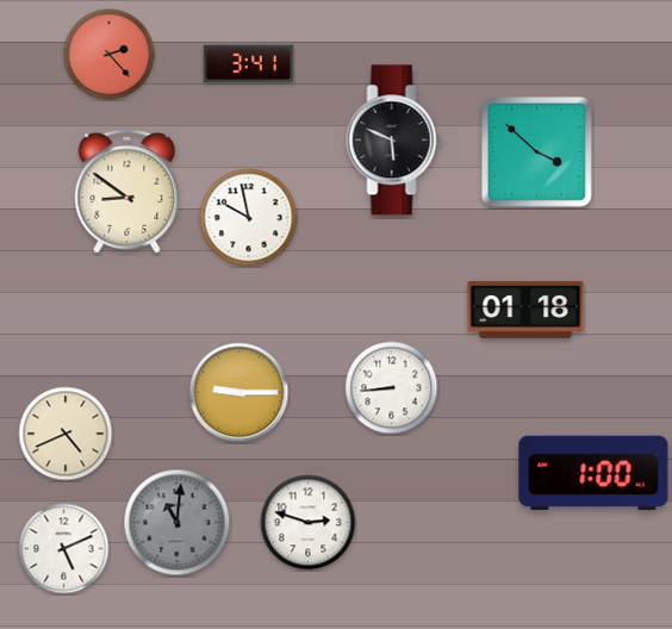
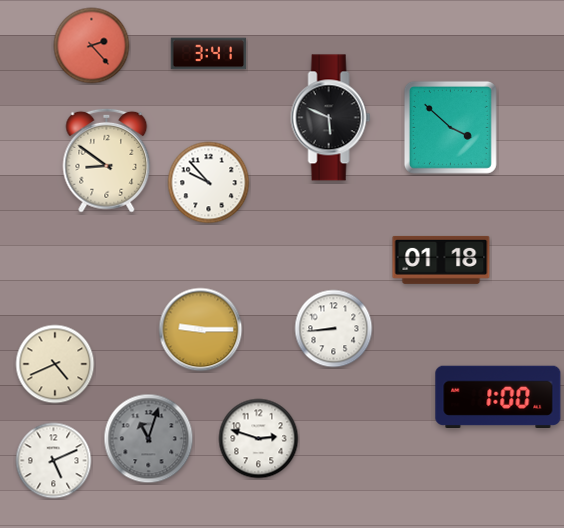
clock at (249, 218): 9:58 -> 9:53
clock at (392, 388) position: (392, 388) -> (334, 329)
clock at (178, 523): 11:01 -> 11:03
